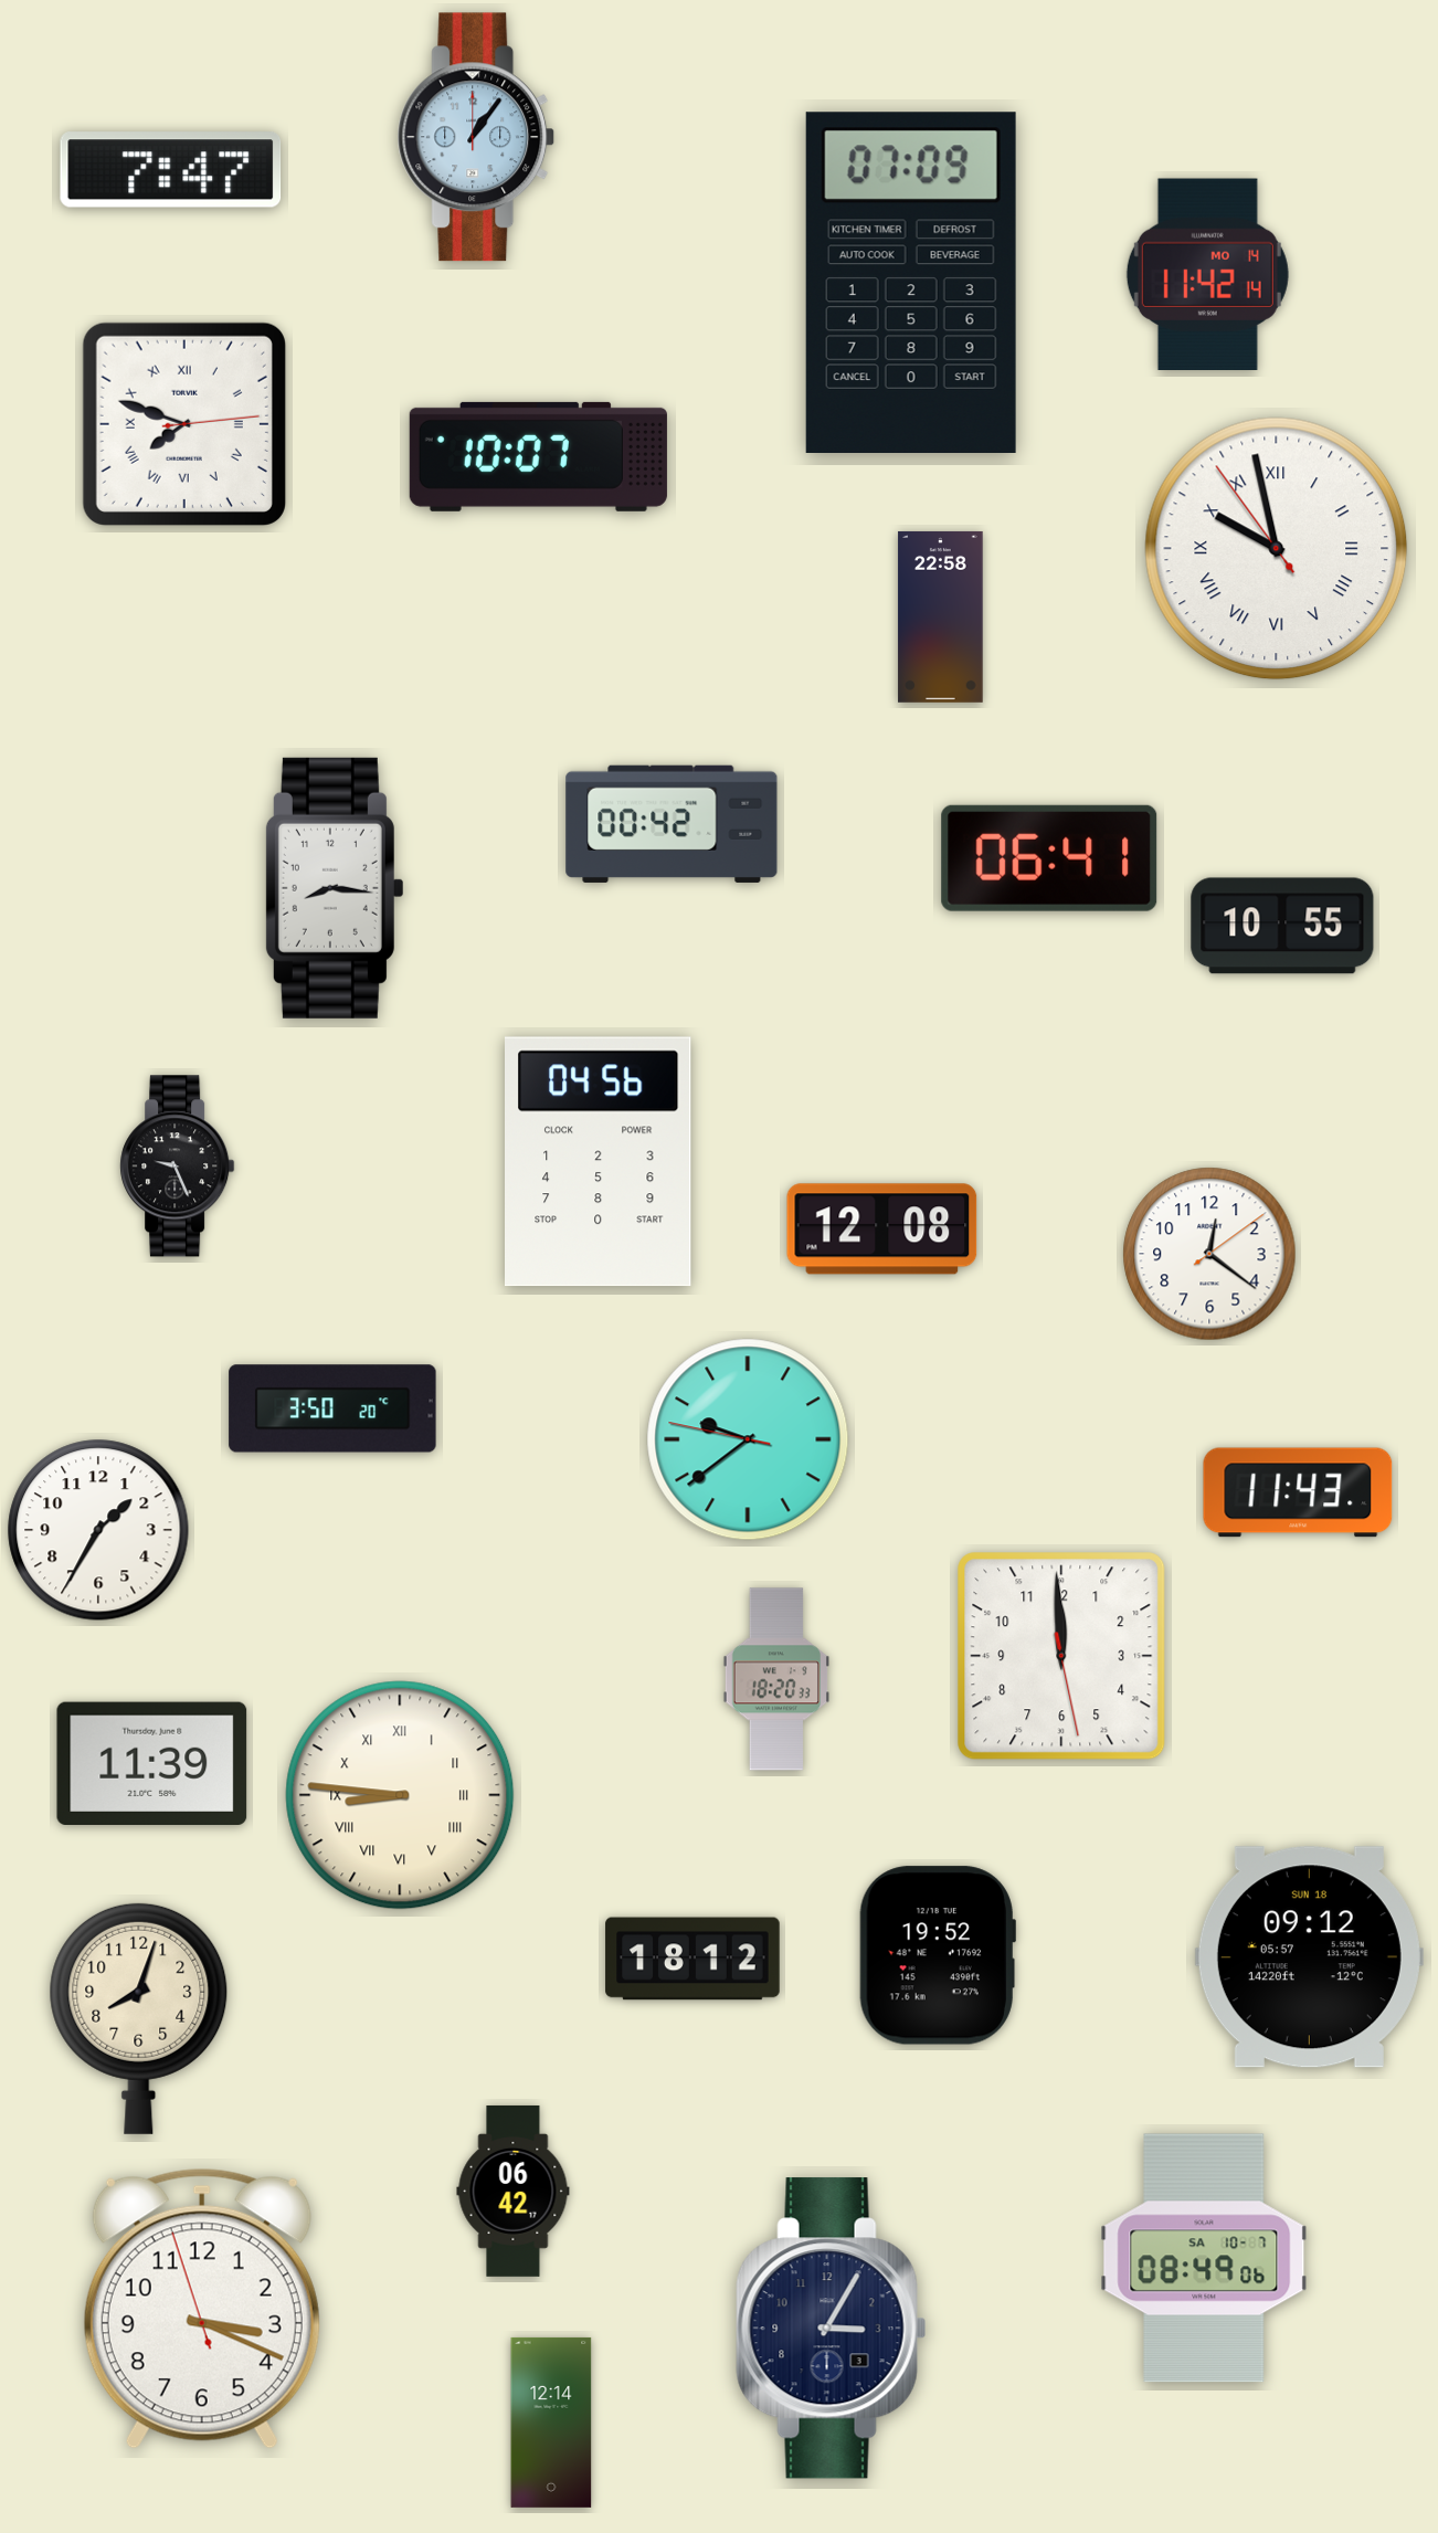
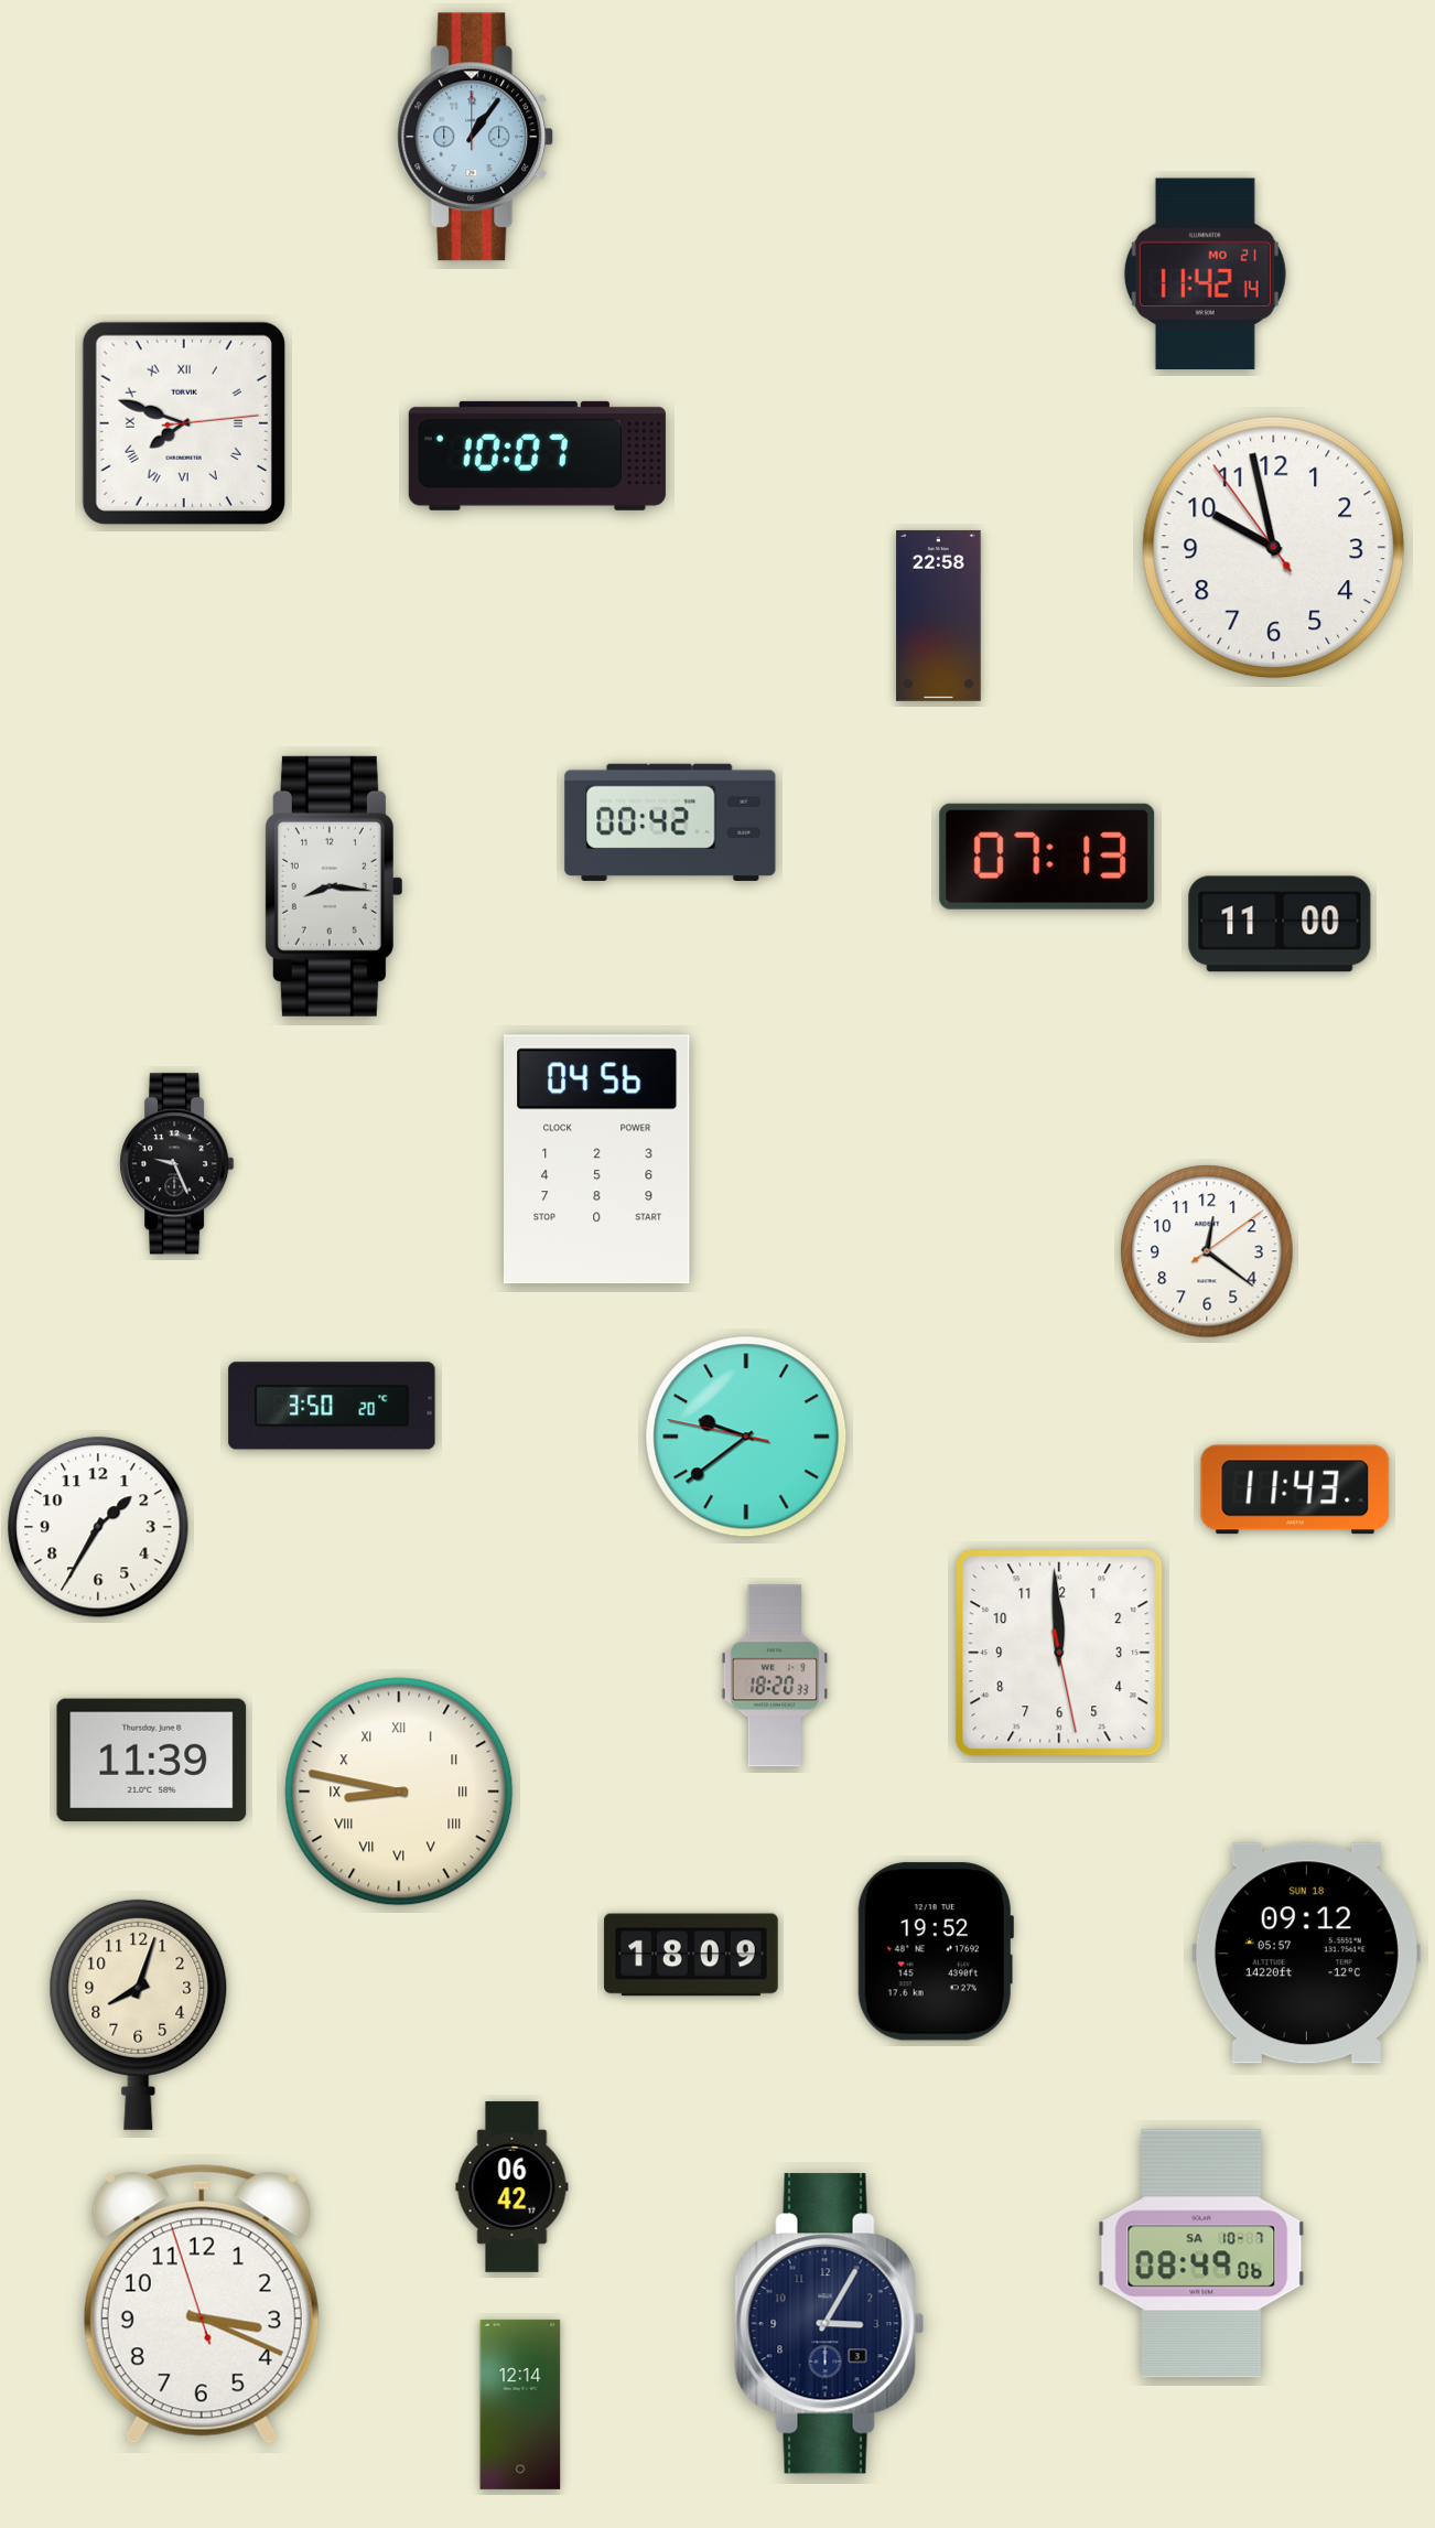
clock at (171, 170): 7:47 -> none
clock at (1207, 275) date: MO 14 -> MO 21
clock at (911, 282): 07:09 -> none
clock at (1277, 549) numerals: Roman -> Arabic
clock at (1049, 858): 06:41 -> 07:13
clock at (1282, 926): 10:55 -> 11:00
clock at (882, 1229): 12:08 -> none
clock at (400, 1795): 8:46 -> 8:47
clock at (692, 1959): 18:12 -> 18:09
clock at (551, 2423) position: (551, 2423) -> (520, 2405)
